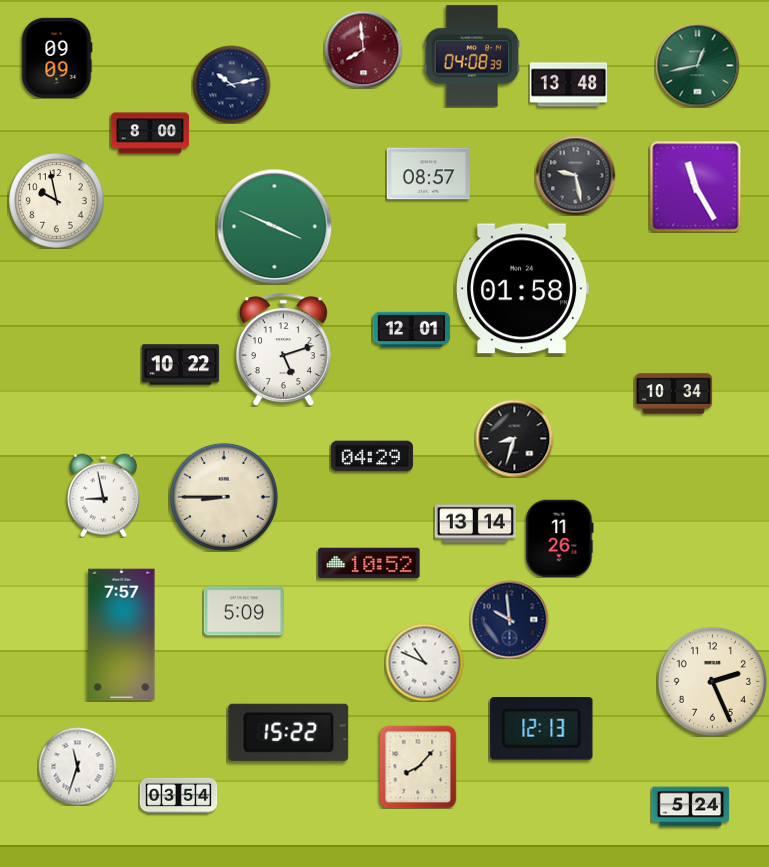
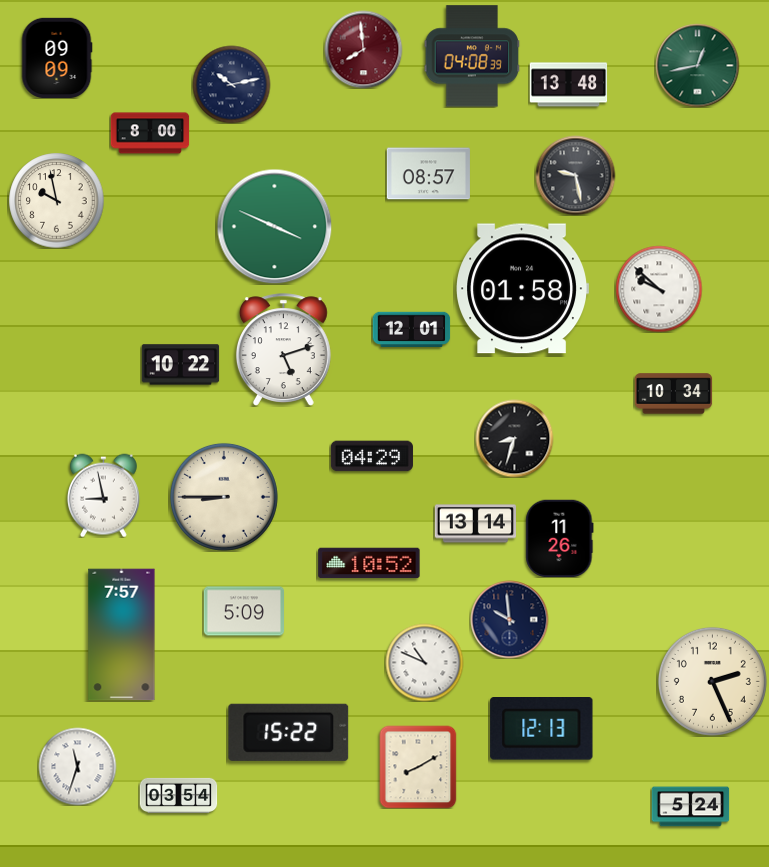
clock at (695, 186): 11:25 -> none
clock at (659, 289): none -> 9:52
clock at (418, 767): 8:07 -> 8:10
